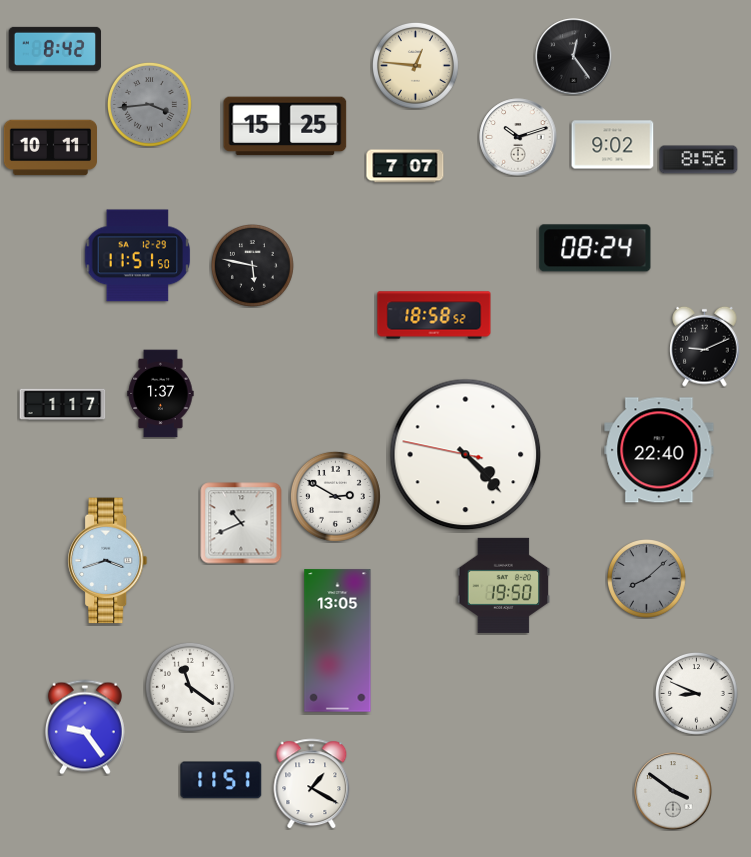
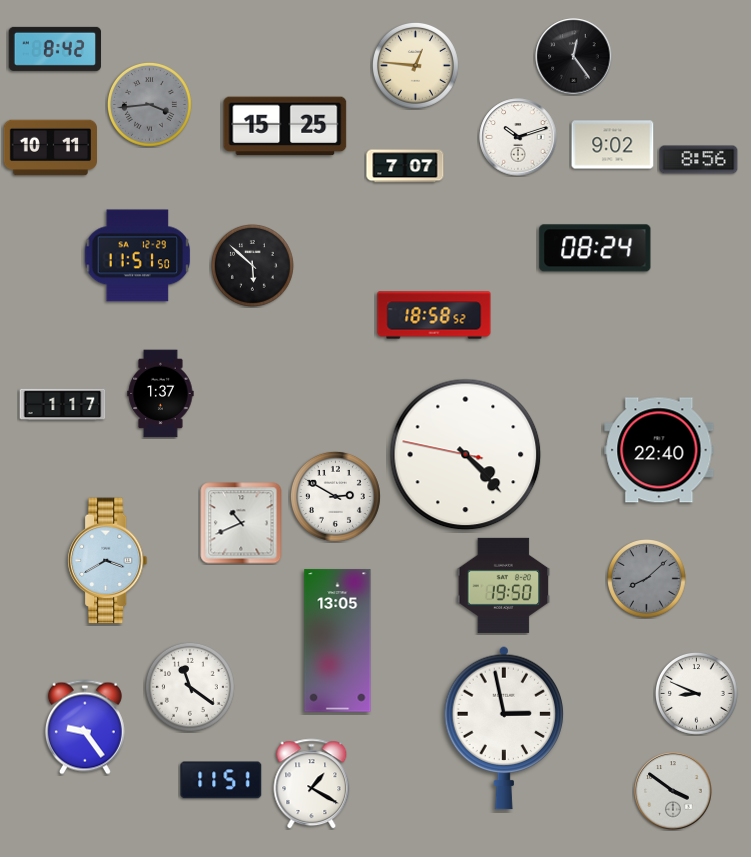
clock at (253, 266): 5:47 -> 5:52
clock at (705, 346): 9:11 -> none
clock at (108, 561): 3:42 -> 3:40
clock at (504, 728): none -> 2:58
